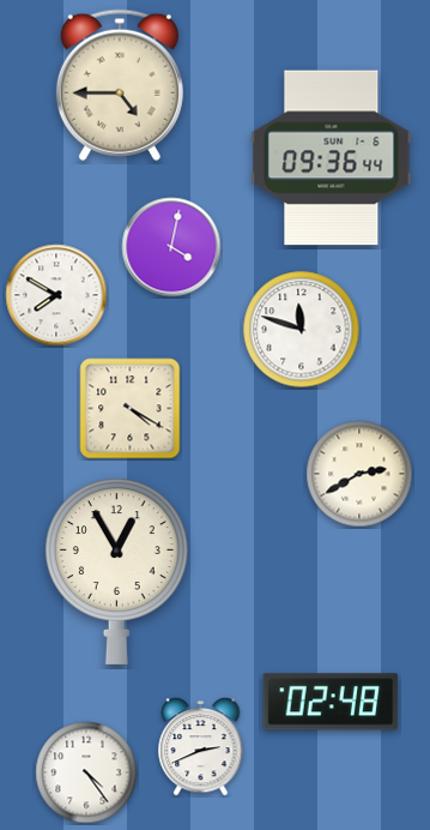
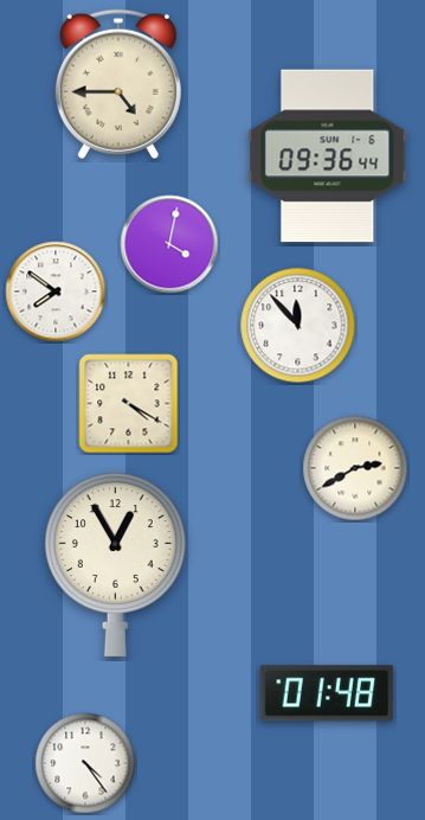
clock at (56, 295): 7:50 -> 7:51
clock at (302, 330): 11:48 -> 11:53
clock at (331, 702): 02:48 -> 01:48
clock at (201, 747): 2:41 -> none
